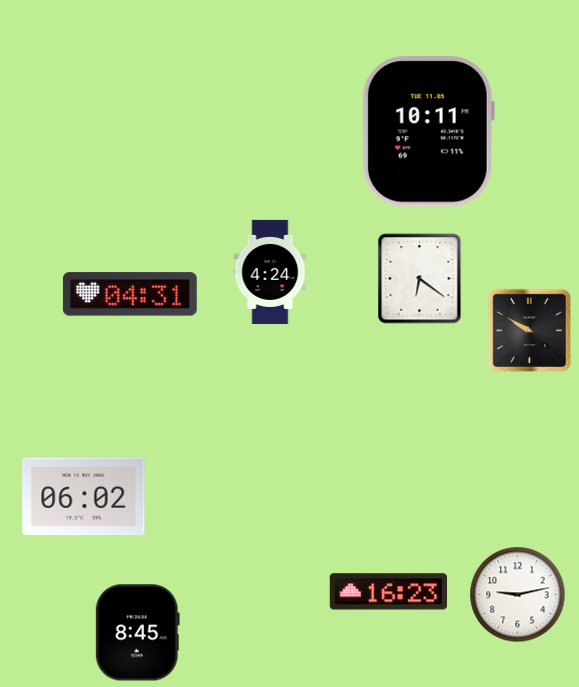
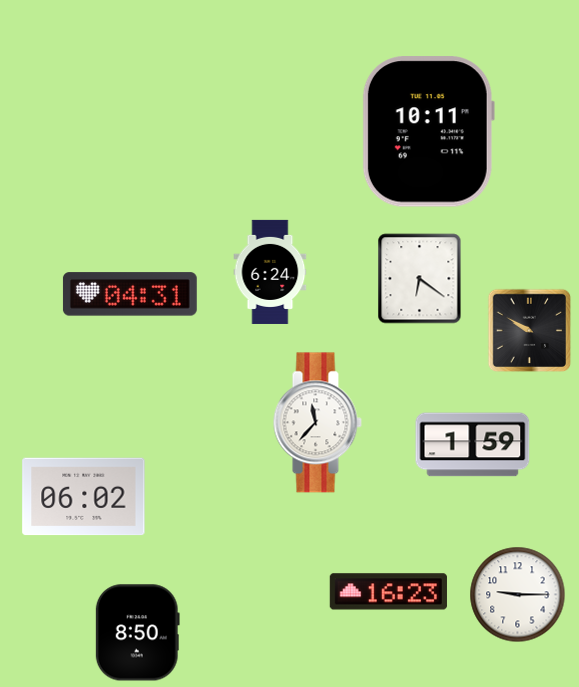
clock at (270, 272): 4:24 -> 6:24
clock at (317, 423): none -> 11:37
clock at (473, 445): none -> 1:59
clock at (518, 595): 9:13 -> 9:15
clock at (137, 633): 8:45 -> 8:50
